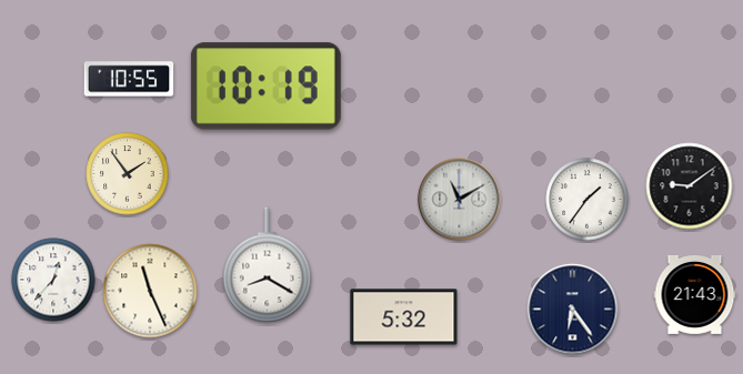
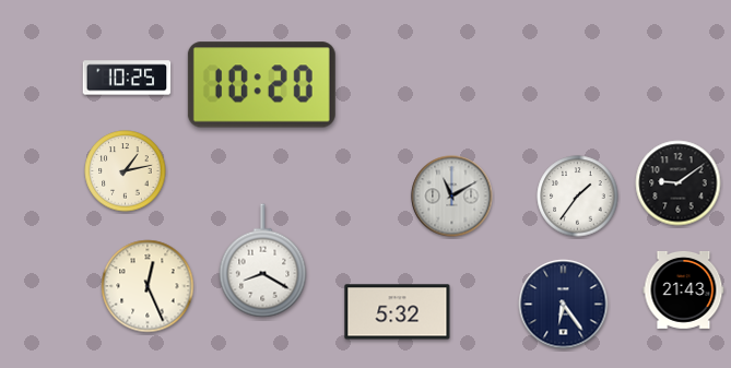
clock at (129, 79): 10:55 -> 10:25
clock at (265, 87): 10:19 -> 10:20
clock at (128, 174): 1:54 -> 1:13
clock at (53, 280): 12:37 -> none
clock at (150, 291): 11:26 -> 12:26
